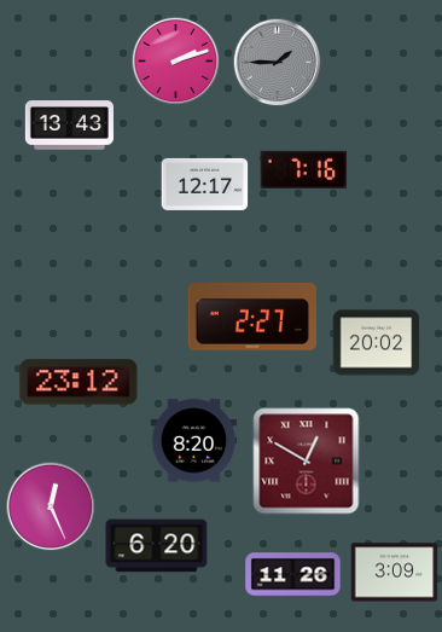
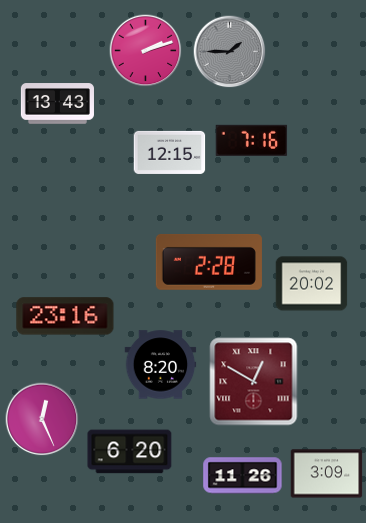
clock at (205, 184): 12:17 -> 12:15
clock at (252, 317): 2:27 -> 2:28
clock at (78, 382): 23:12 -> 23:16
